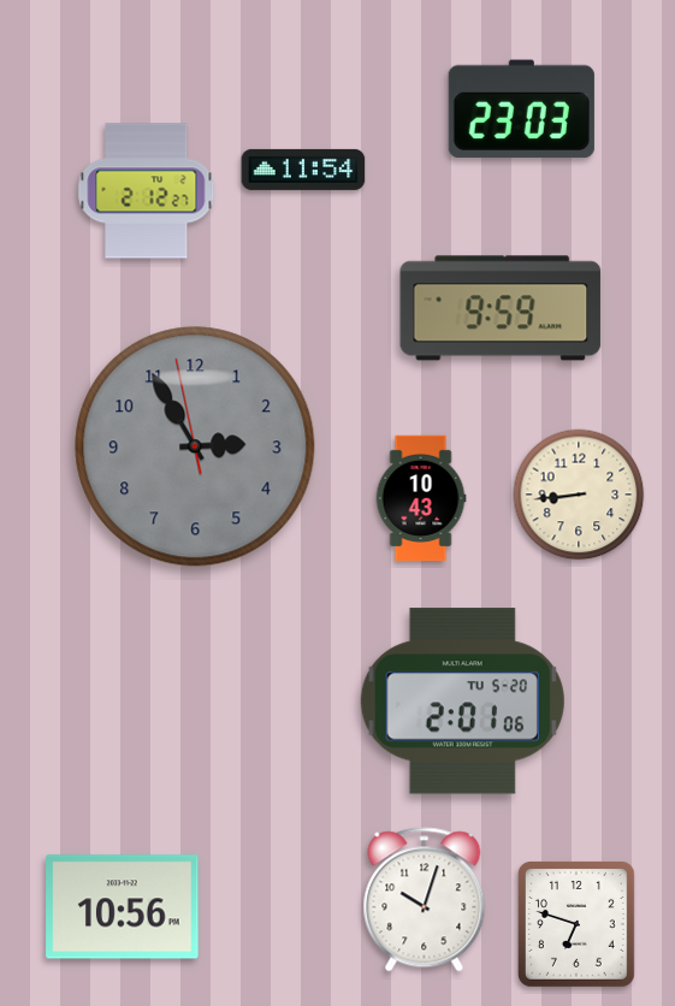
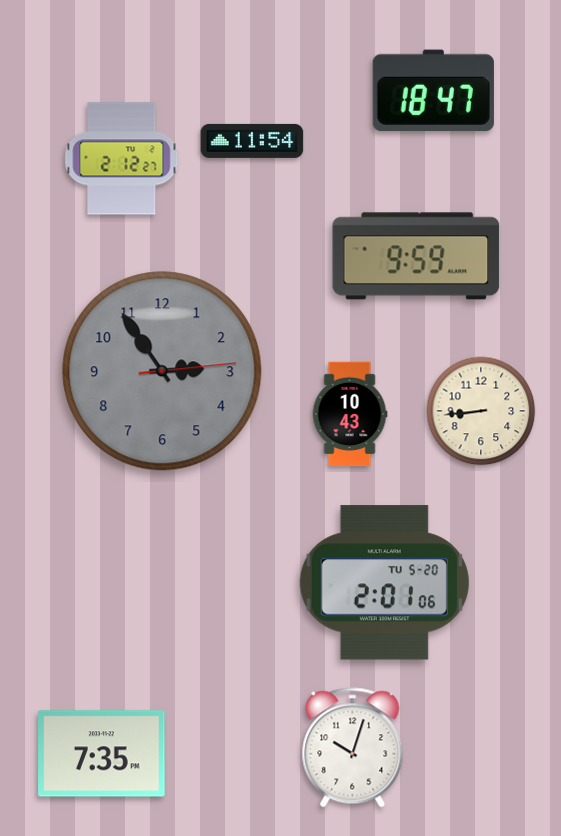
clock at (521, 110): 23:03 -> 18:47
clock at (195, 446): 2:54:58 -> 2:54:14
clock at (123, 907): 10:56 -> 7:35
clock at (578, 925): 6:48 -> none
